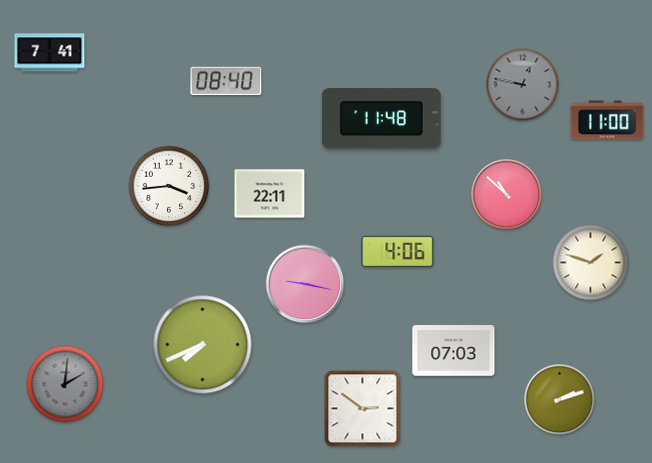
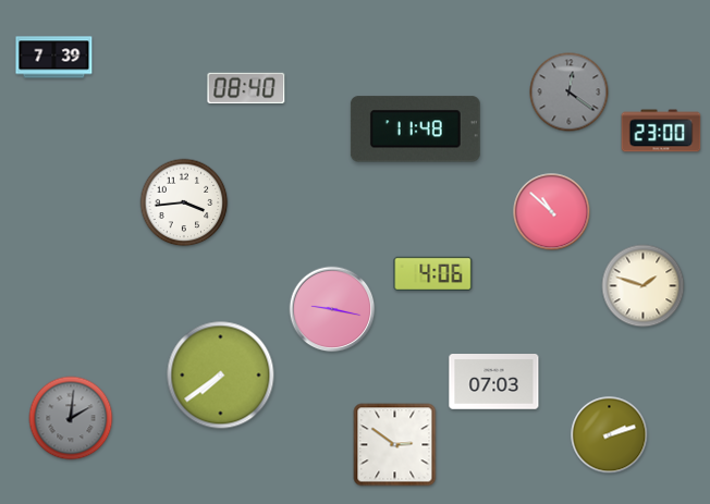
clock at (50, 53): 7:41 -> 7:39
clock at (523, 85): 12:47 -> 12:21
clock at (607, 120): 11:00 -> 23:00
clock at (270, 194): 22:11 -> none
clock at (203, 345): 7:41 -> 7:39
